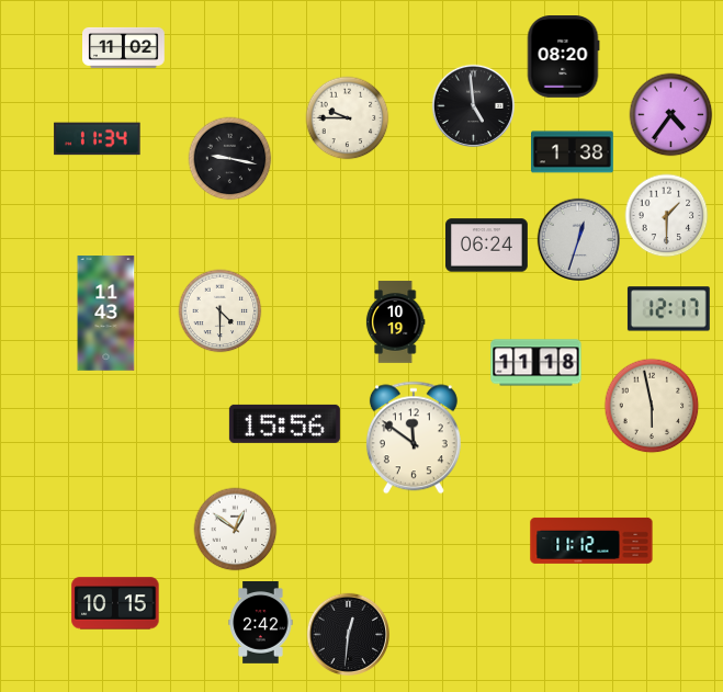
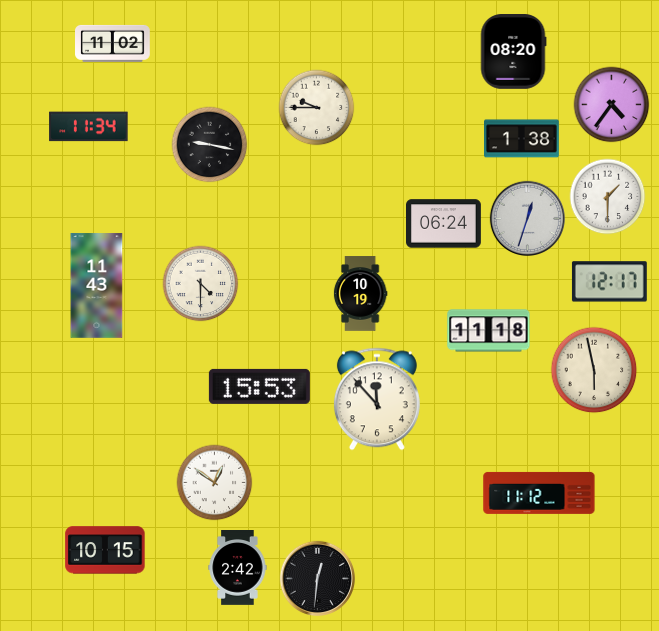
clock at (473, 105): 4:59 -> none
clock at (284, 423): 15:56 -> 15:53
clock at (414, 438): 11:51 -> 11:53
